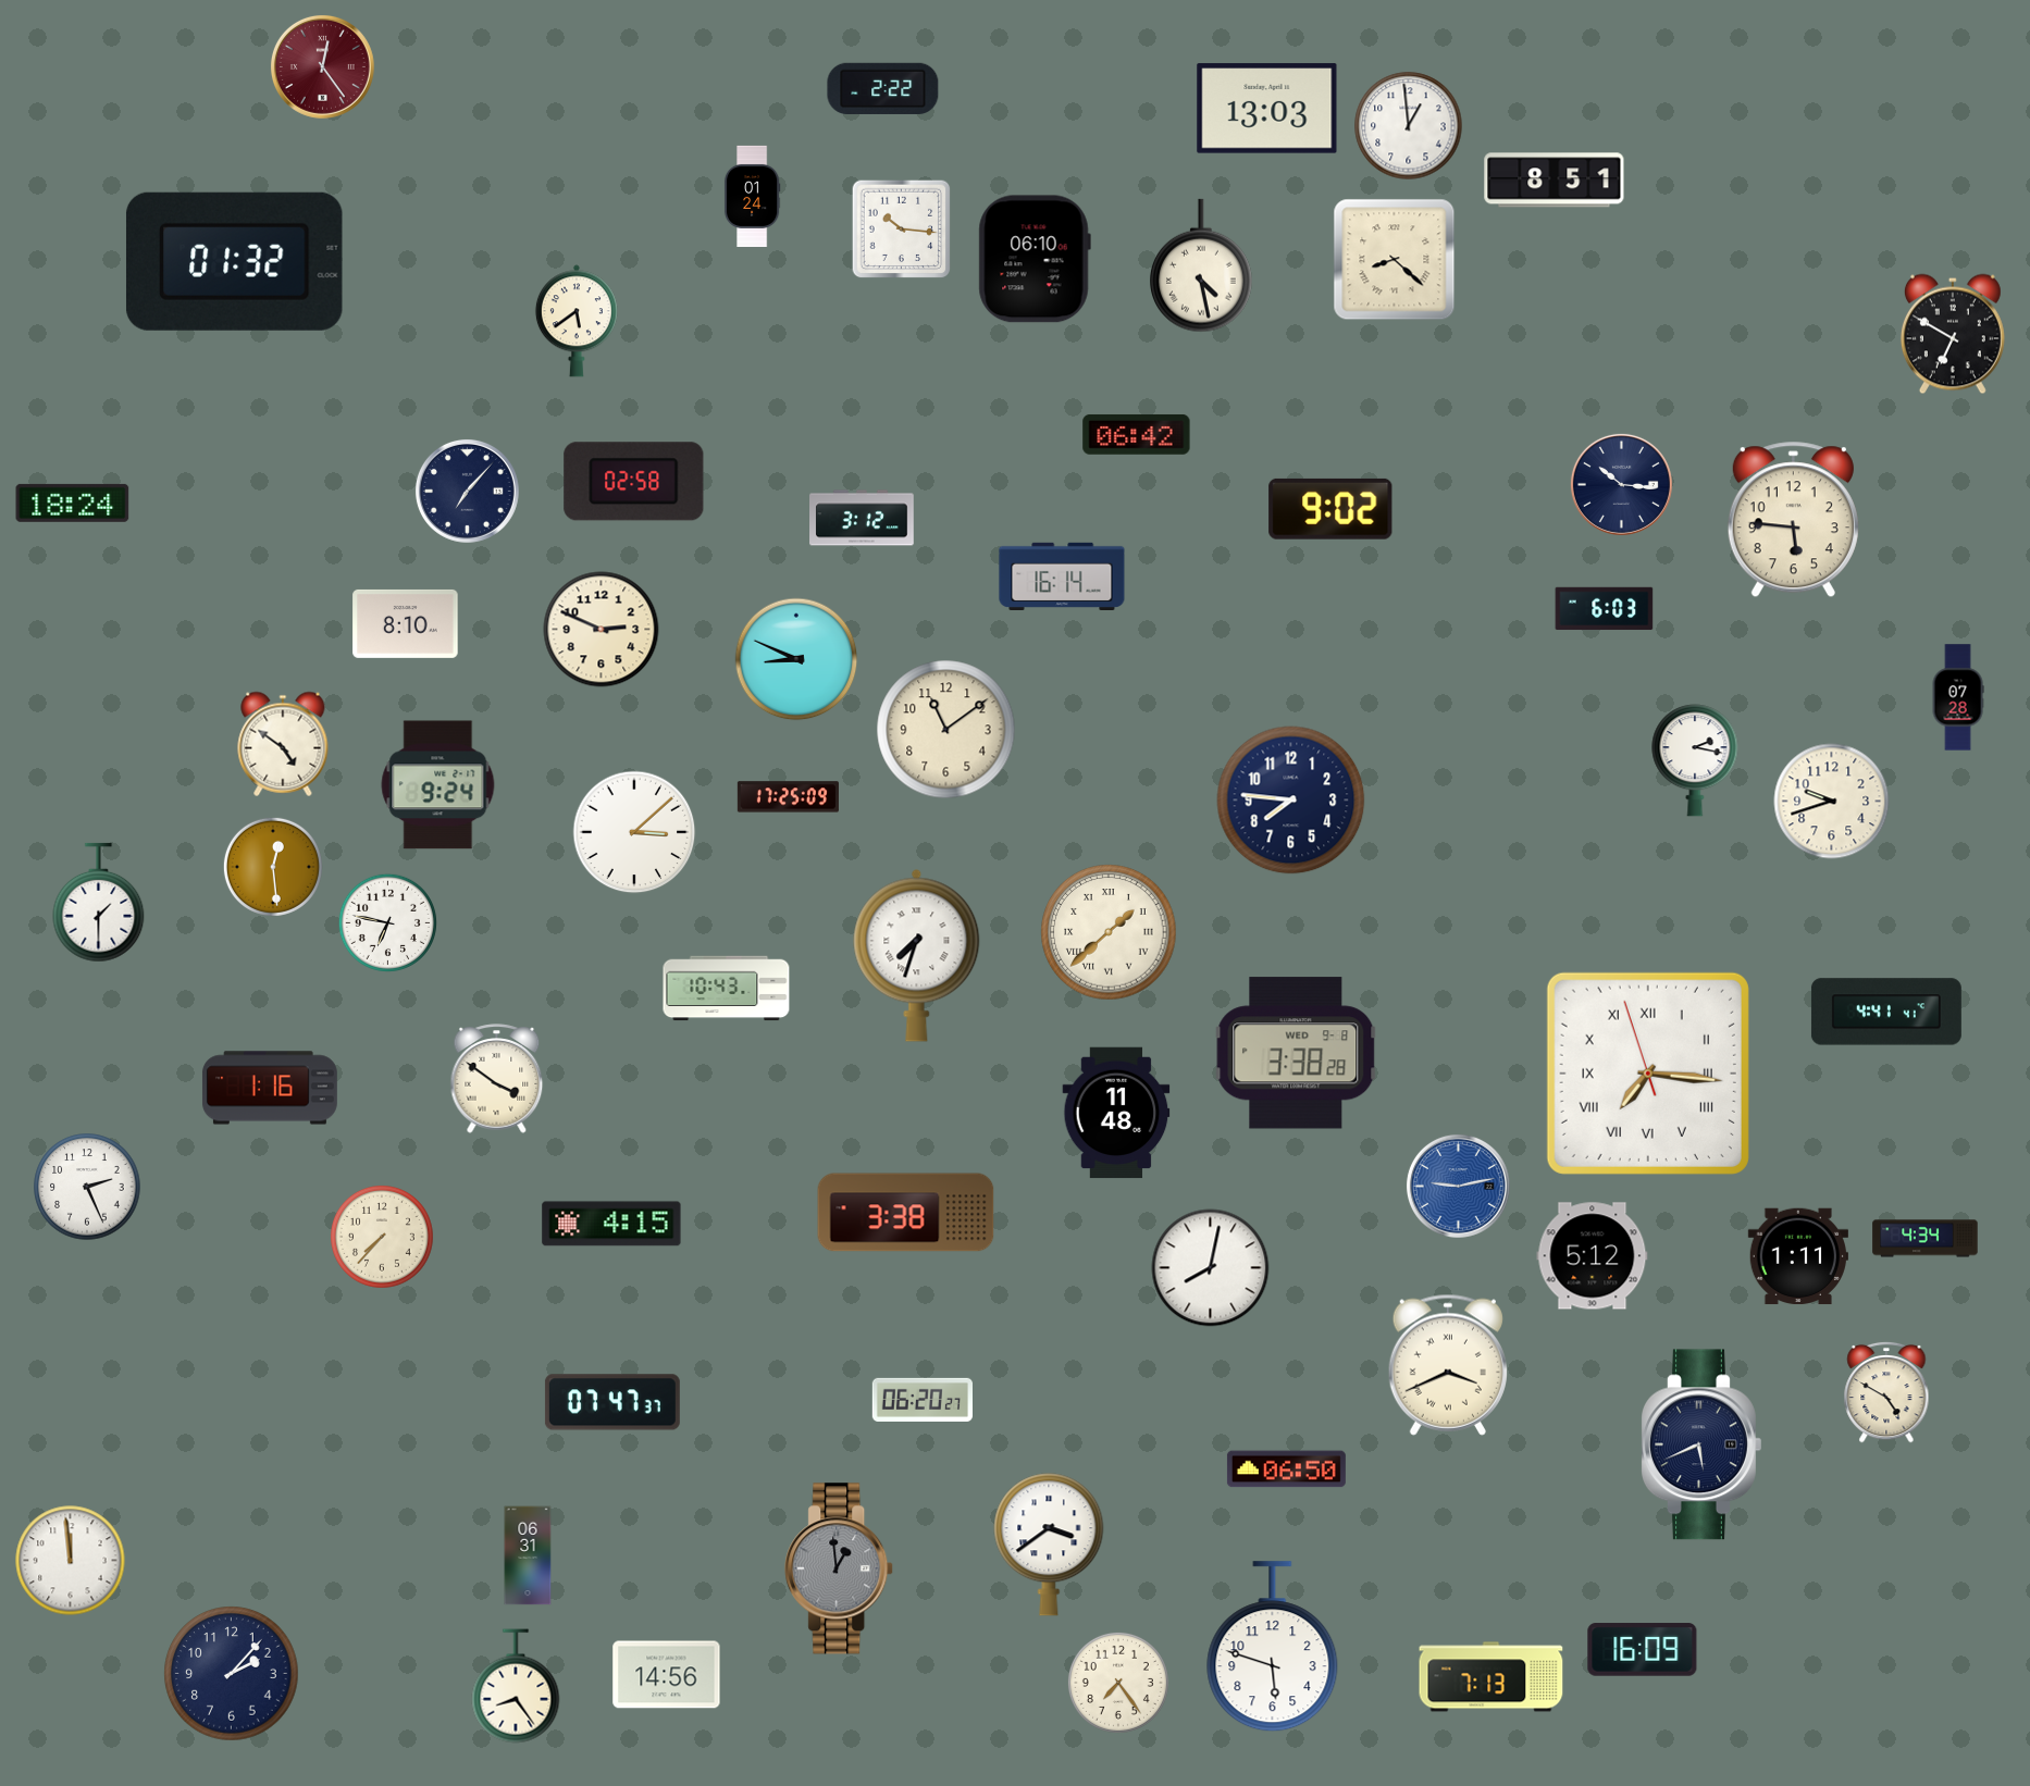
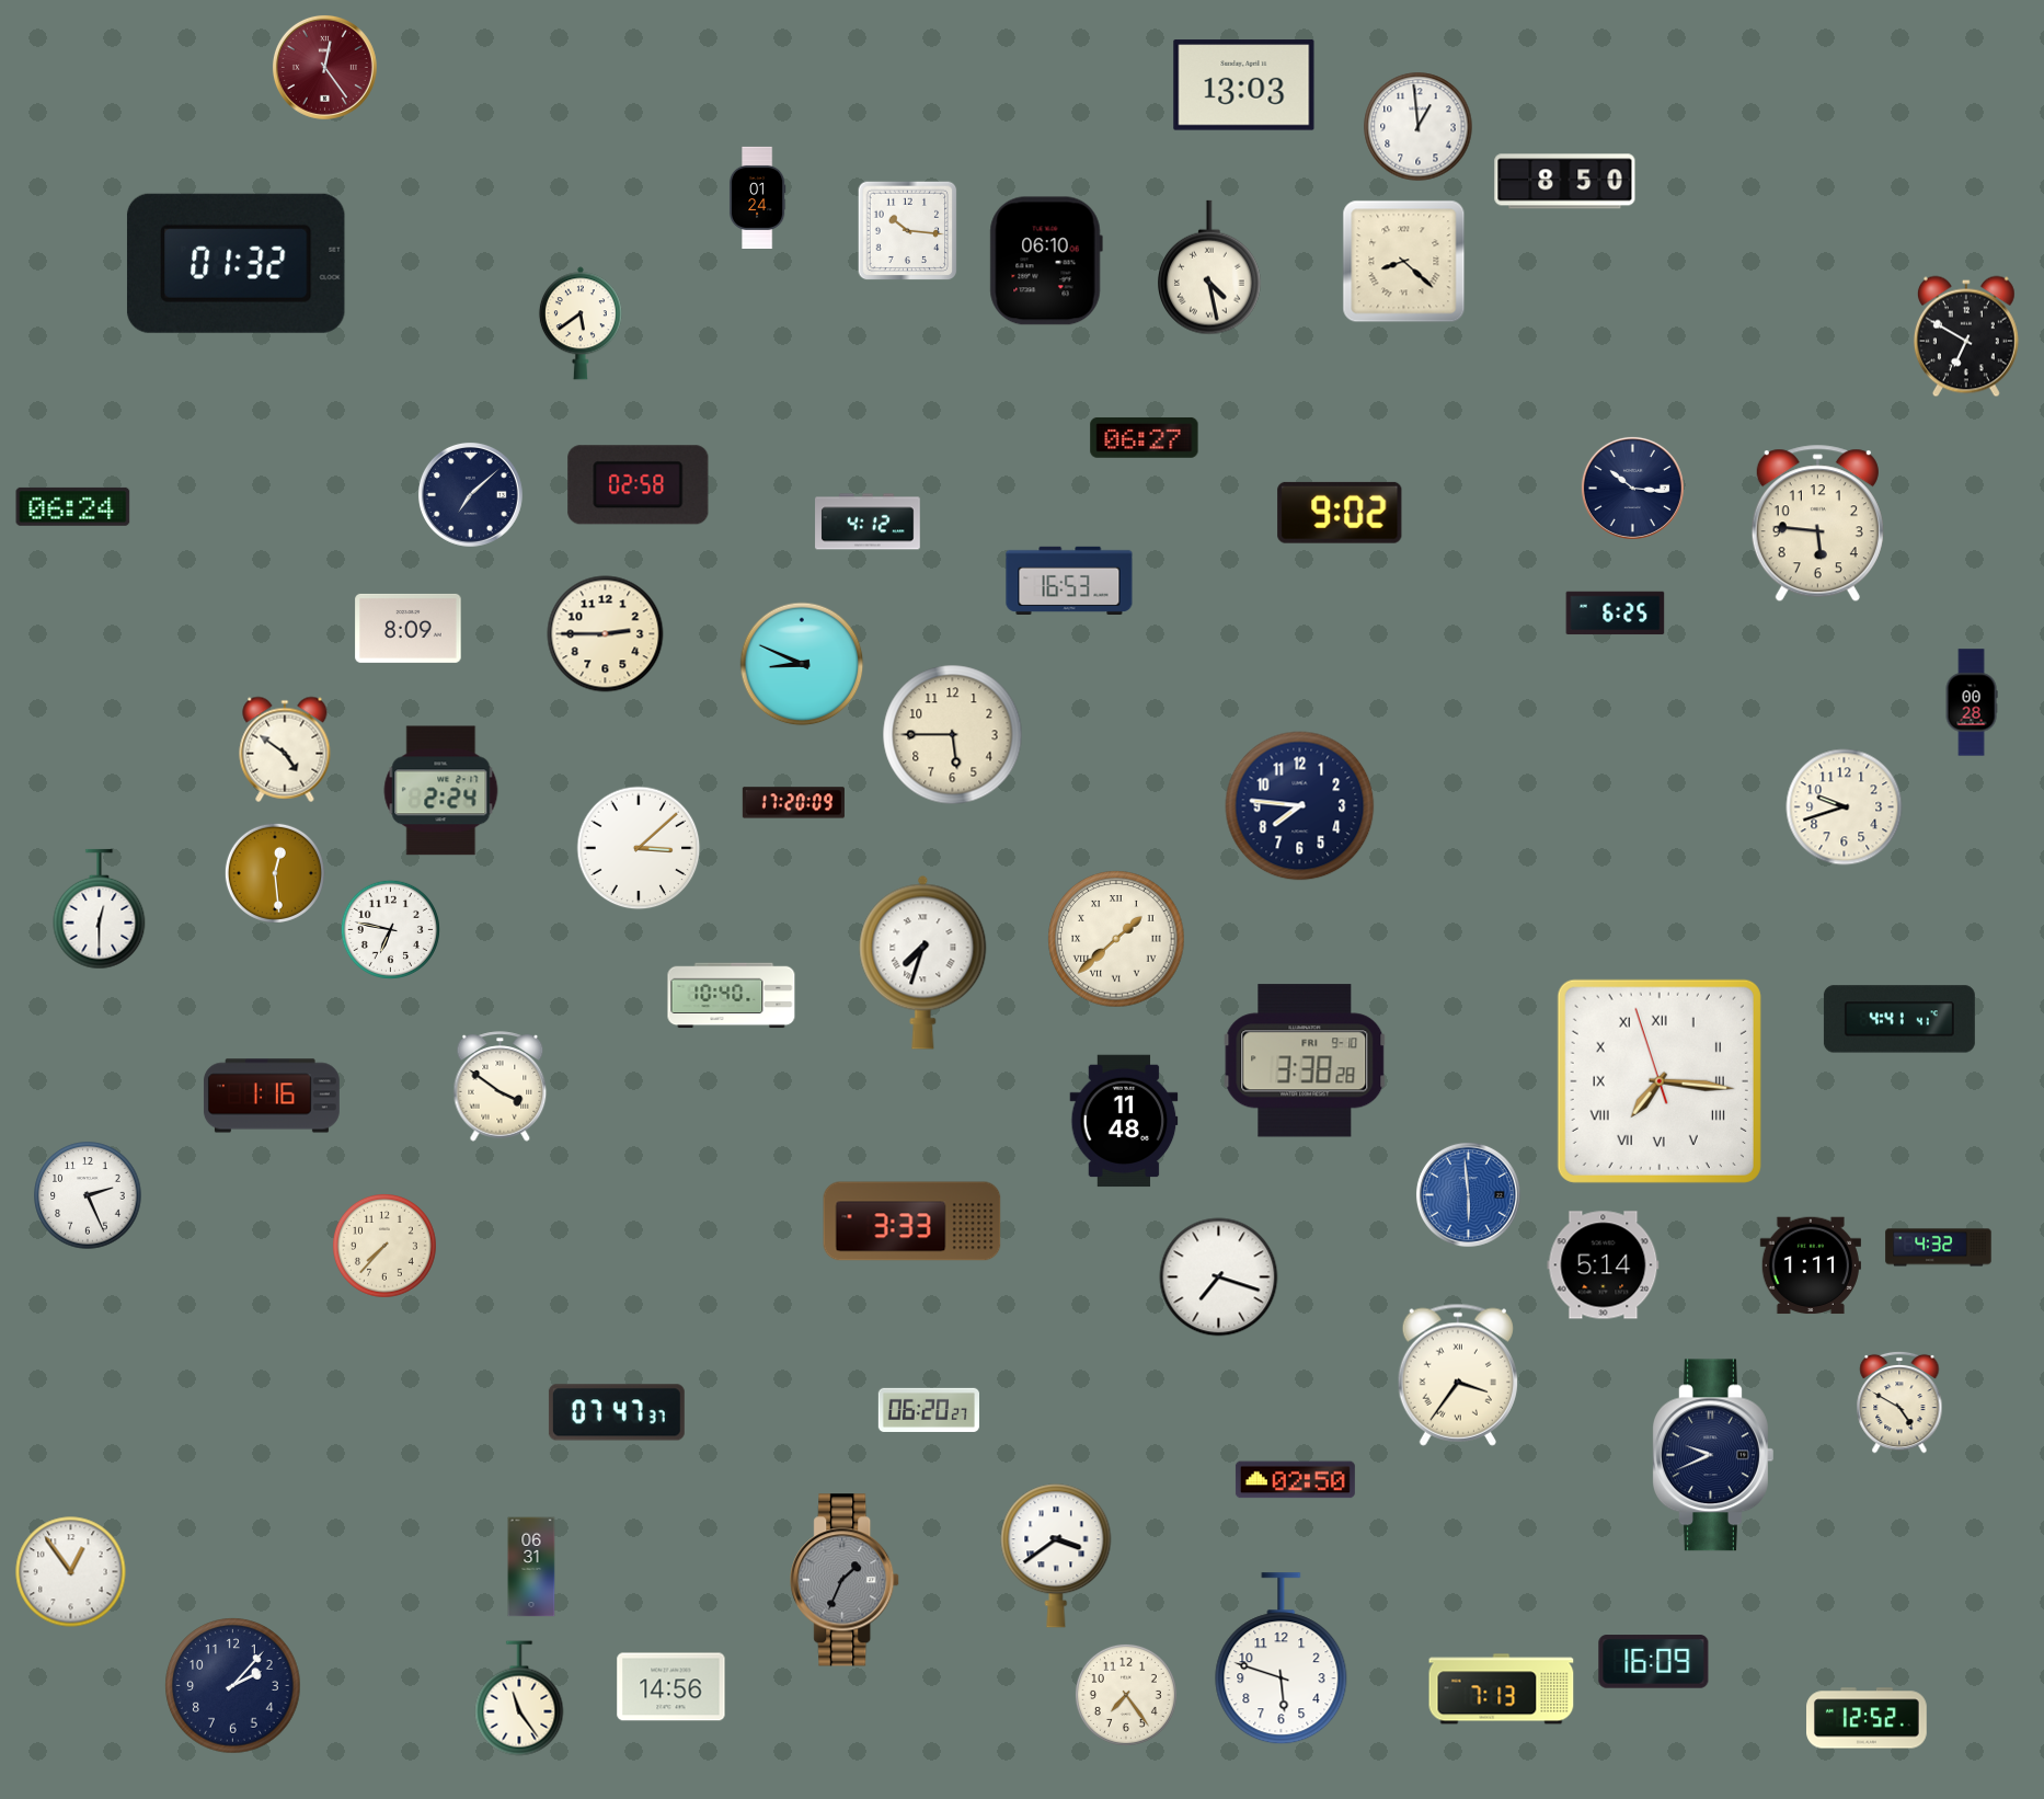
clock at (883, 88): 2:22 -> none
clock at (1267, 109) position: (1267, 109) -> (1244, 85)
clock at (1555, 181): 8:51 -> 8:50
clock at (1035, 259) position: (1035, 259) -> (1046, 261)
clock at (1137, 435): 06:42 -> 06:27
clock at (467, 491): 7:07 -> 7:08
clock at (73, 503): 18:24 -> 06:24
clock at (862, 518): 3:12 -> 4:12
clock at (1793, 520) position: (1793, 520) -> (1817, 524)
clock at (1062, 575): 16:14 -> 16:53
clock at (1605, 609): 6:03 -> 6:25
clock at (406, 623): 8:10 -> 8:09
clock at (602, 630): 2:49 -> 2:45
clock at (1958, 697): 07:28 -> 00:28
clock at (946, 730): 11:09 -> 5:45
clock at (1695, 760): 2:17 -> none
clock at (438, 785): 9:24 -> 2:24
clock at (788, 797): 17:25 -> 17:20
clock at (634, 832) position: (634, 832) -> (639, 848)
clock at (99, 903): 1:30 -> 12:30
clock at (727, 989): 10:43 -> 10:40
clock at (1296, 1053) date: WED 9-8 -> FRI 9-10
clock at (1458, 1186): 9:13 -> 5:59
clock at (906, 1213): 3:38 -> 3:33
clock at (611, 1224): 4:15 -> none
clock at (1926, 1239): 4:34 -> 4:32
clock at (1593, 1256): 5:12 -> 5:14
clock at (1211, 1268): 8:02 -> 7:18
clock at (1448, 1365): 3:41 -> 3:36
clock at (1701, 1444): 5:41 -> 9:41
clock at (1286, 1469): 06:50 -> 02:50
clock at (71, 1561): 11:59 -> 12:54
clock at (840, 1568): 12:59 -> 1:34
clock at (516, 1686): 8:24 -> 11:24
clock at (1867, 1718): none -> 12:52
